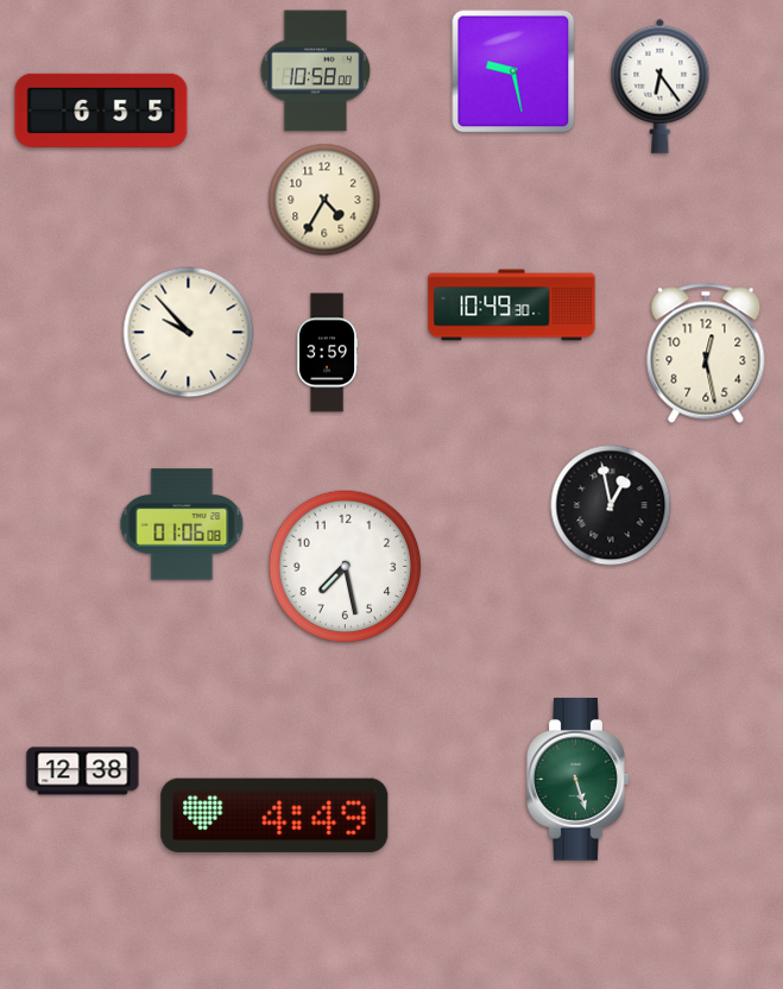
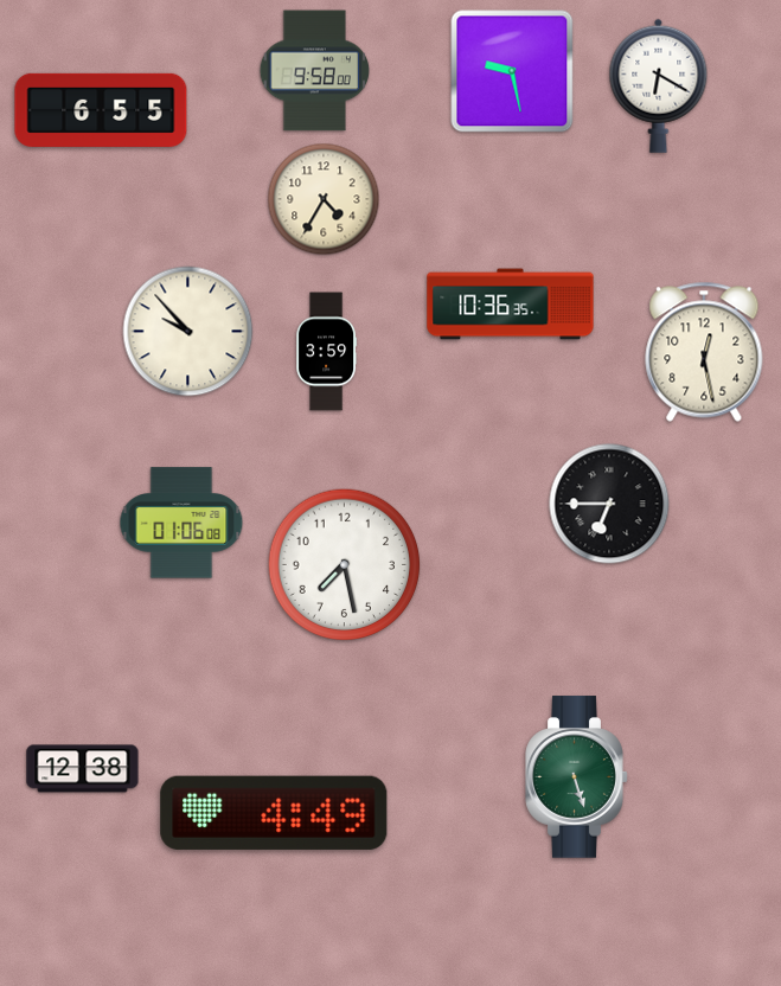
clock at (316, 71): 10:58 -> 9:58
clock at (661, 86): 6:24 -> 6:20
clock at (512, 305): 10:49 -> 10:36
clock at (611, 505): 12:58 -> 6:45
